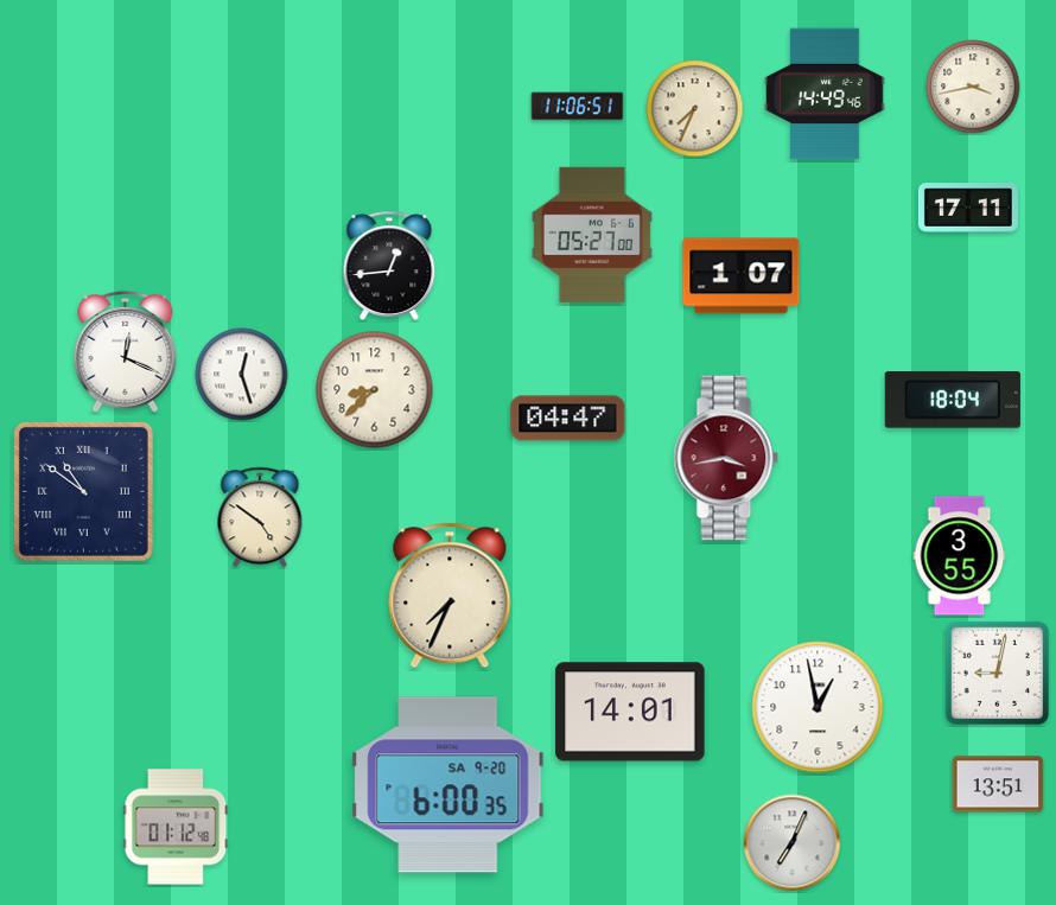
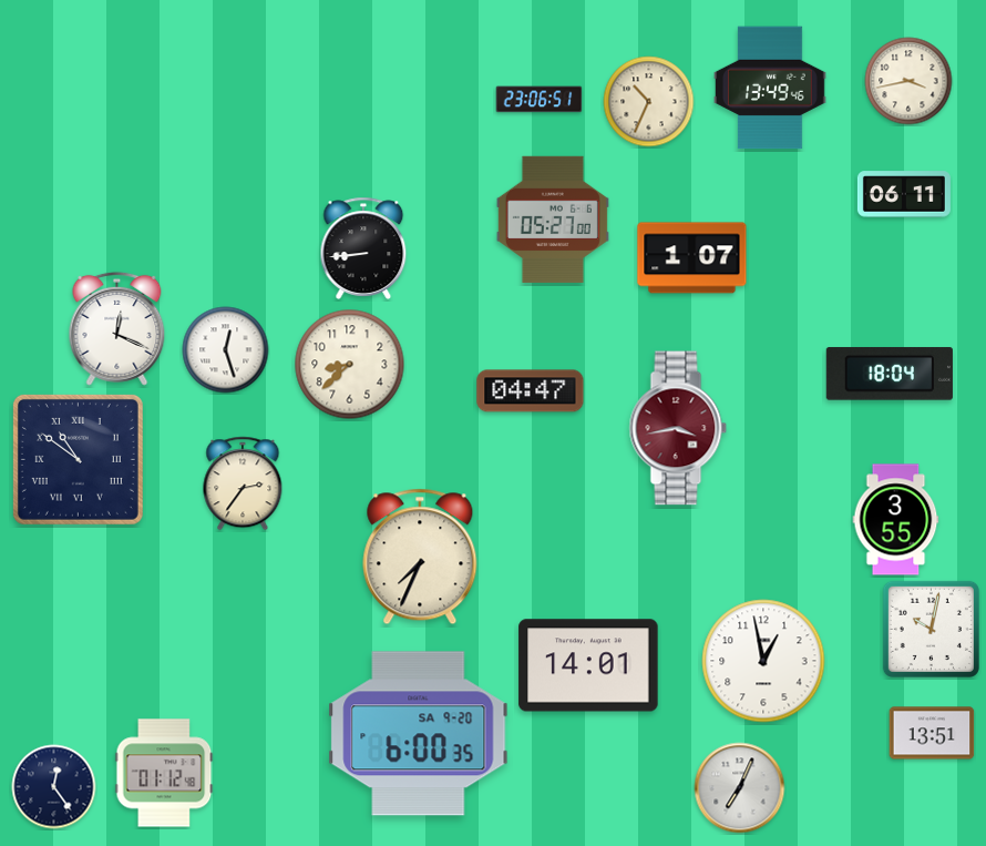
clock at (826, 94): 14:49 -> 13:49
clock at (578, 107): 11:06 -> 23:06
clock at (695, 109): 7:34 -> 10:34
clock at (968, 208): 17:11 -> 06:11
clock at (389, 266): 12:44 -> 8:44
clock at (260, 517): 4:51 -> 2:36
clock at (997, 673): 9:02 -> 10:02
clock at (54, 787): none -> 12:24
